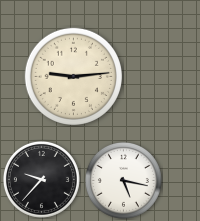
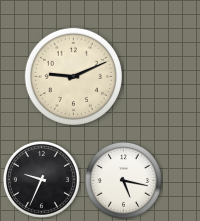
clock at (73, 76): 9:14 -> 9:11
clock at (41, 179): 9:37 -> 9:34
